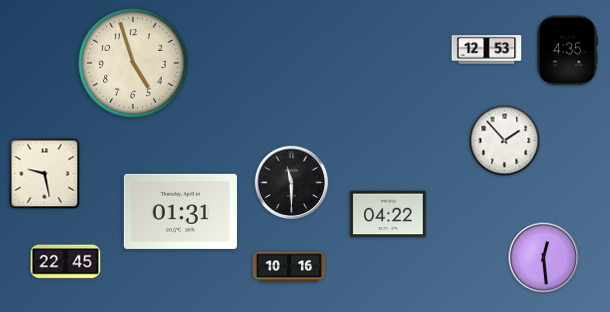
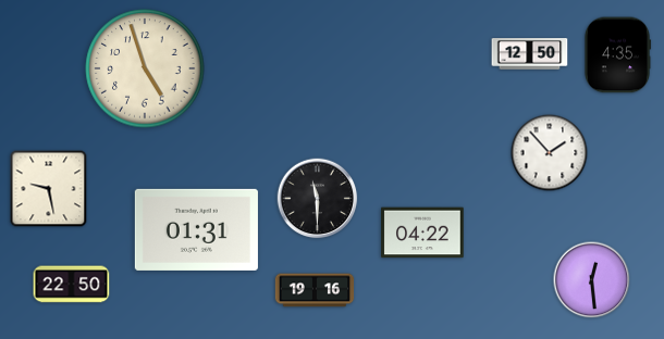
clock at (487, 50): 12:53 -> 12:50
clock at (66, 262): 22:45 -> 22:50
clock at (289, 267): 10:16 -> 19:16
